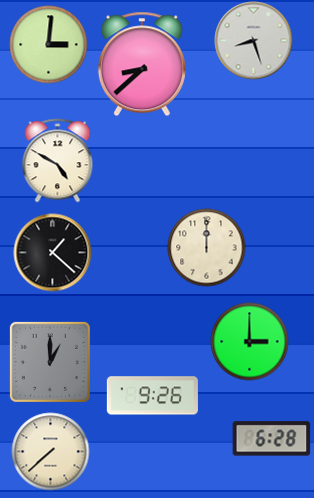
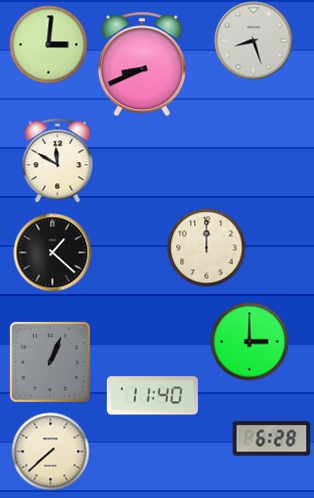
clock at (142, 64): 8:38 -> 8:41
clock at (58, 160): 4:50 -> 11:50
clock at (50, 362): 1:00 -> 1:04
clock at (152, 396): 9:26 -> 11:40
